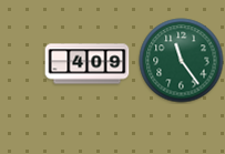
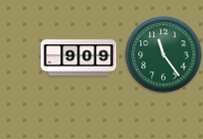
clock at (88, 64): 4:09 -> 9:09
